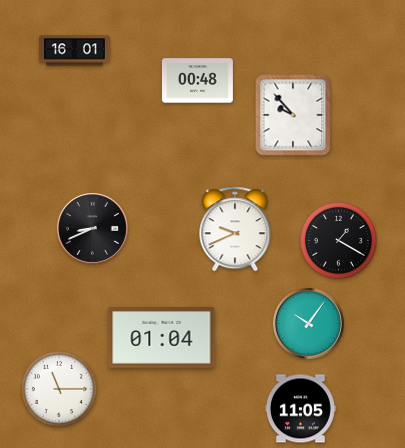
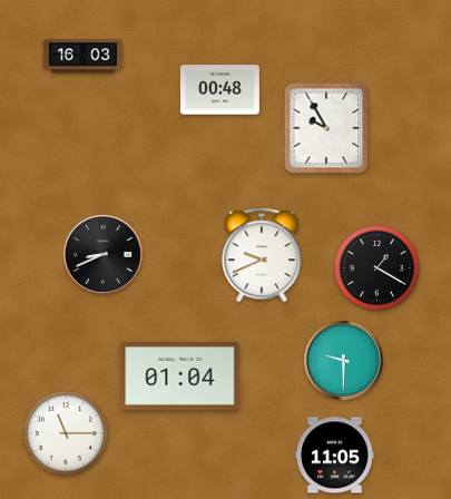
clock at (75, 51): 16:01 -> 16:03
clock at (293, 115): 9:53 -> 9:55
clock at (308, 323): 10:06 -> 9:30
